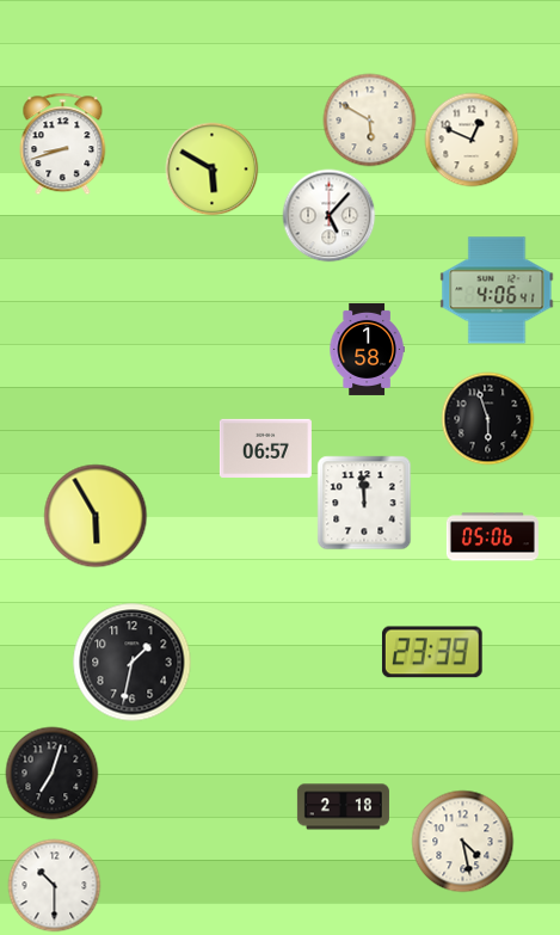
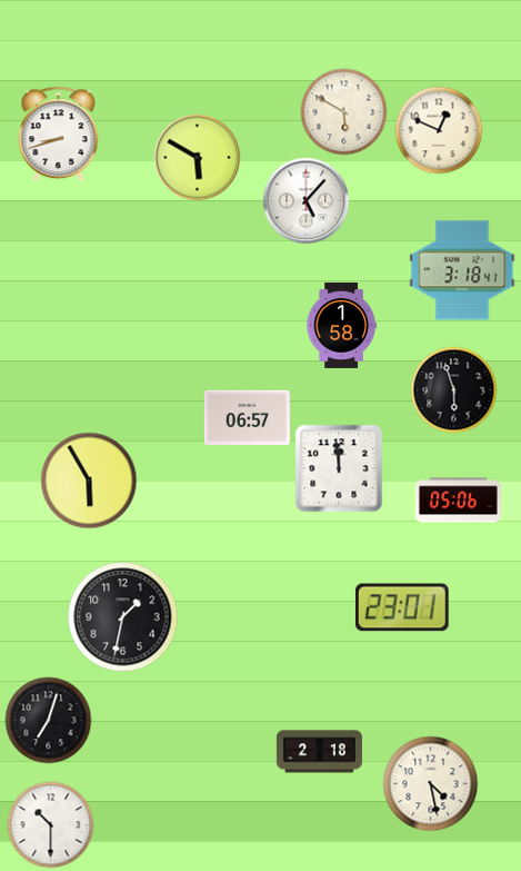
clock at (497, 290): 4:06 -> 3:18
clock at (432, 652): 23:39 -> 23:01
